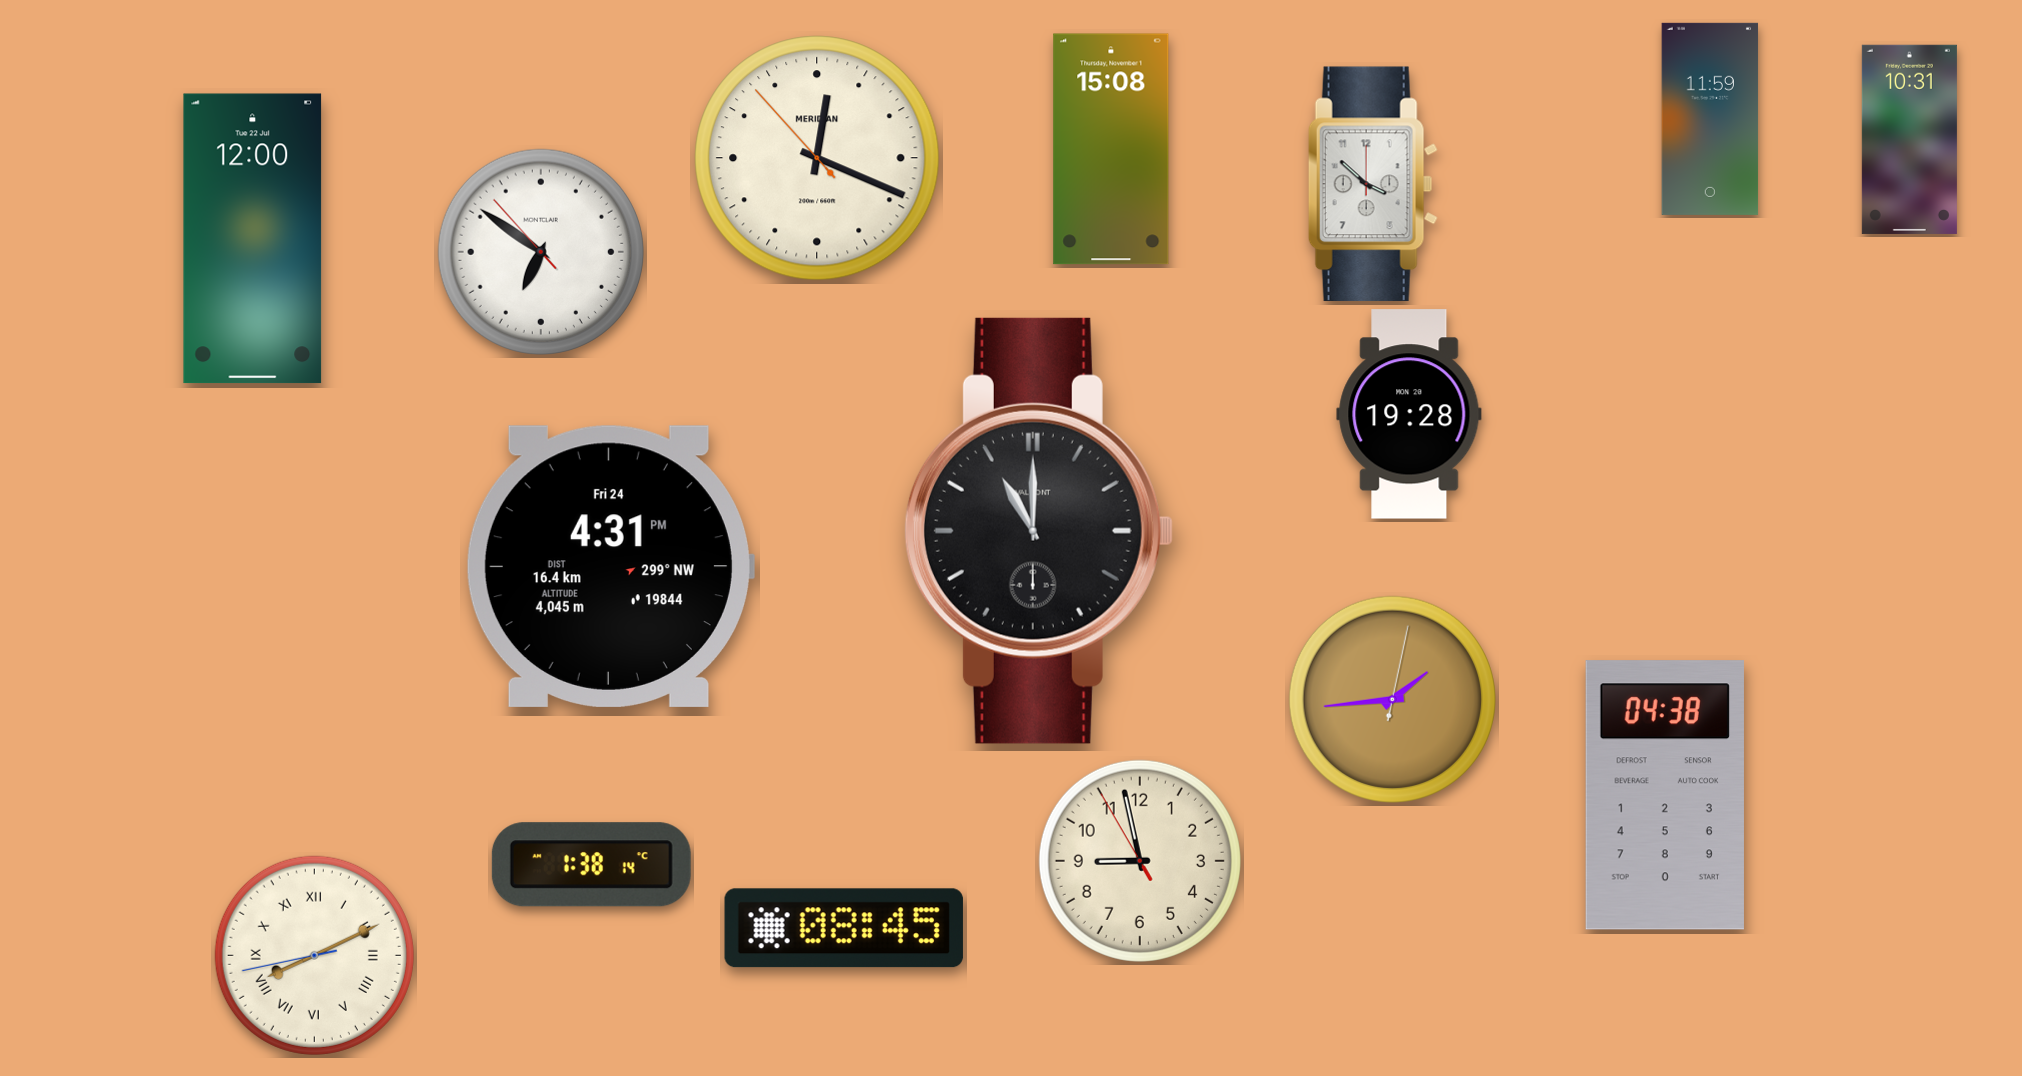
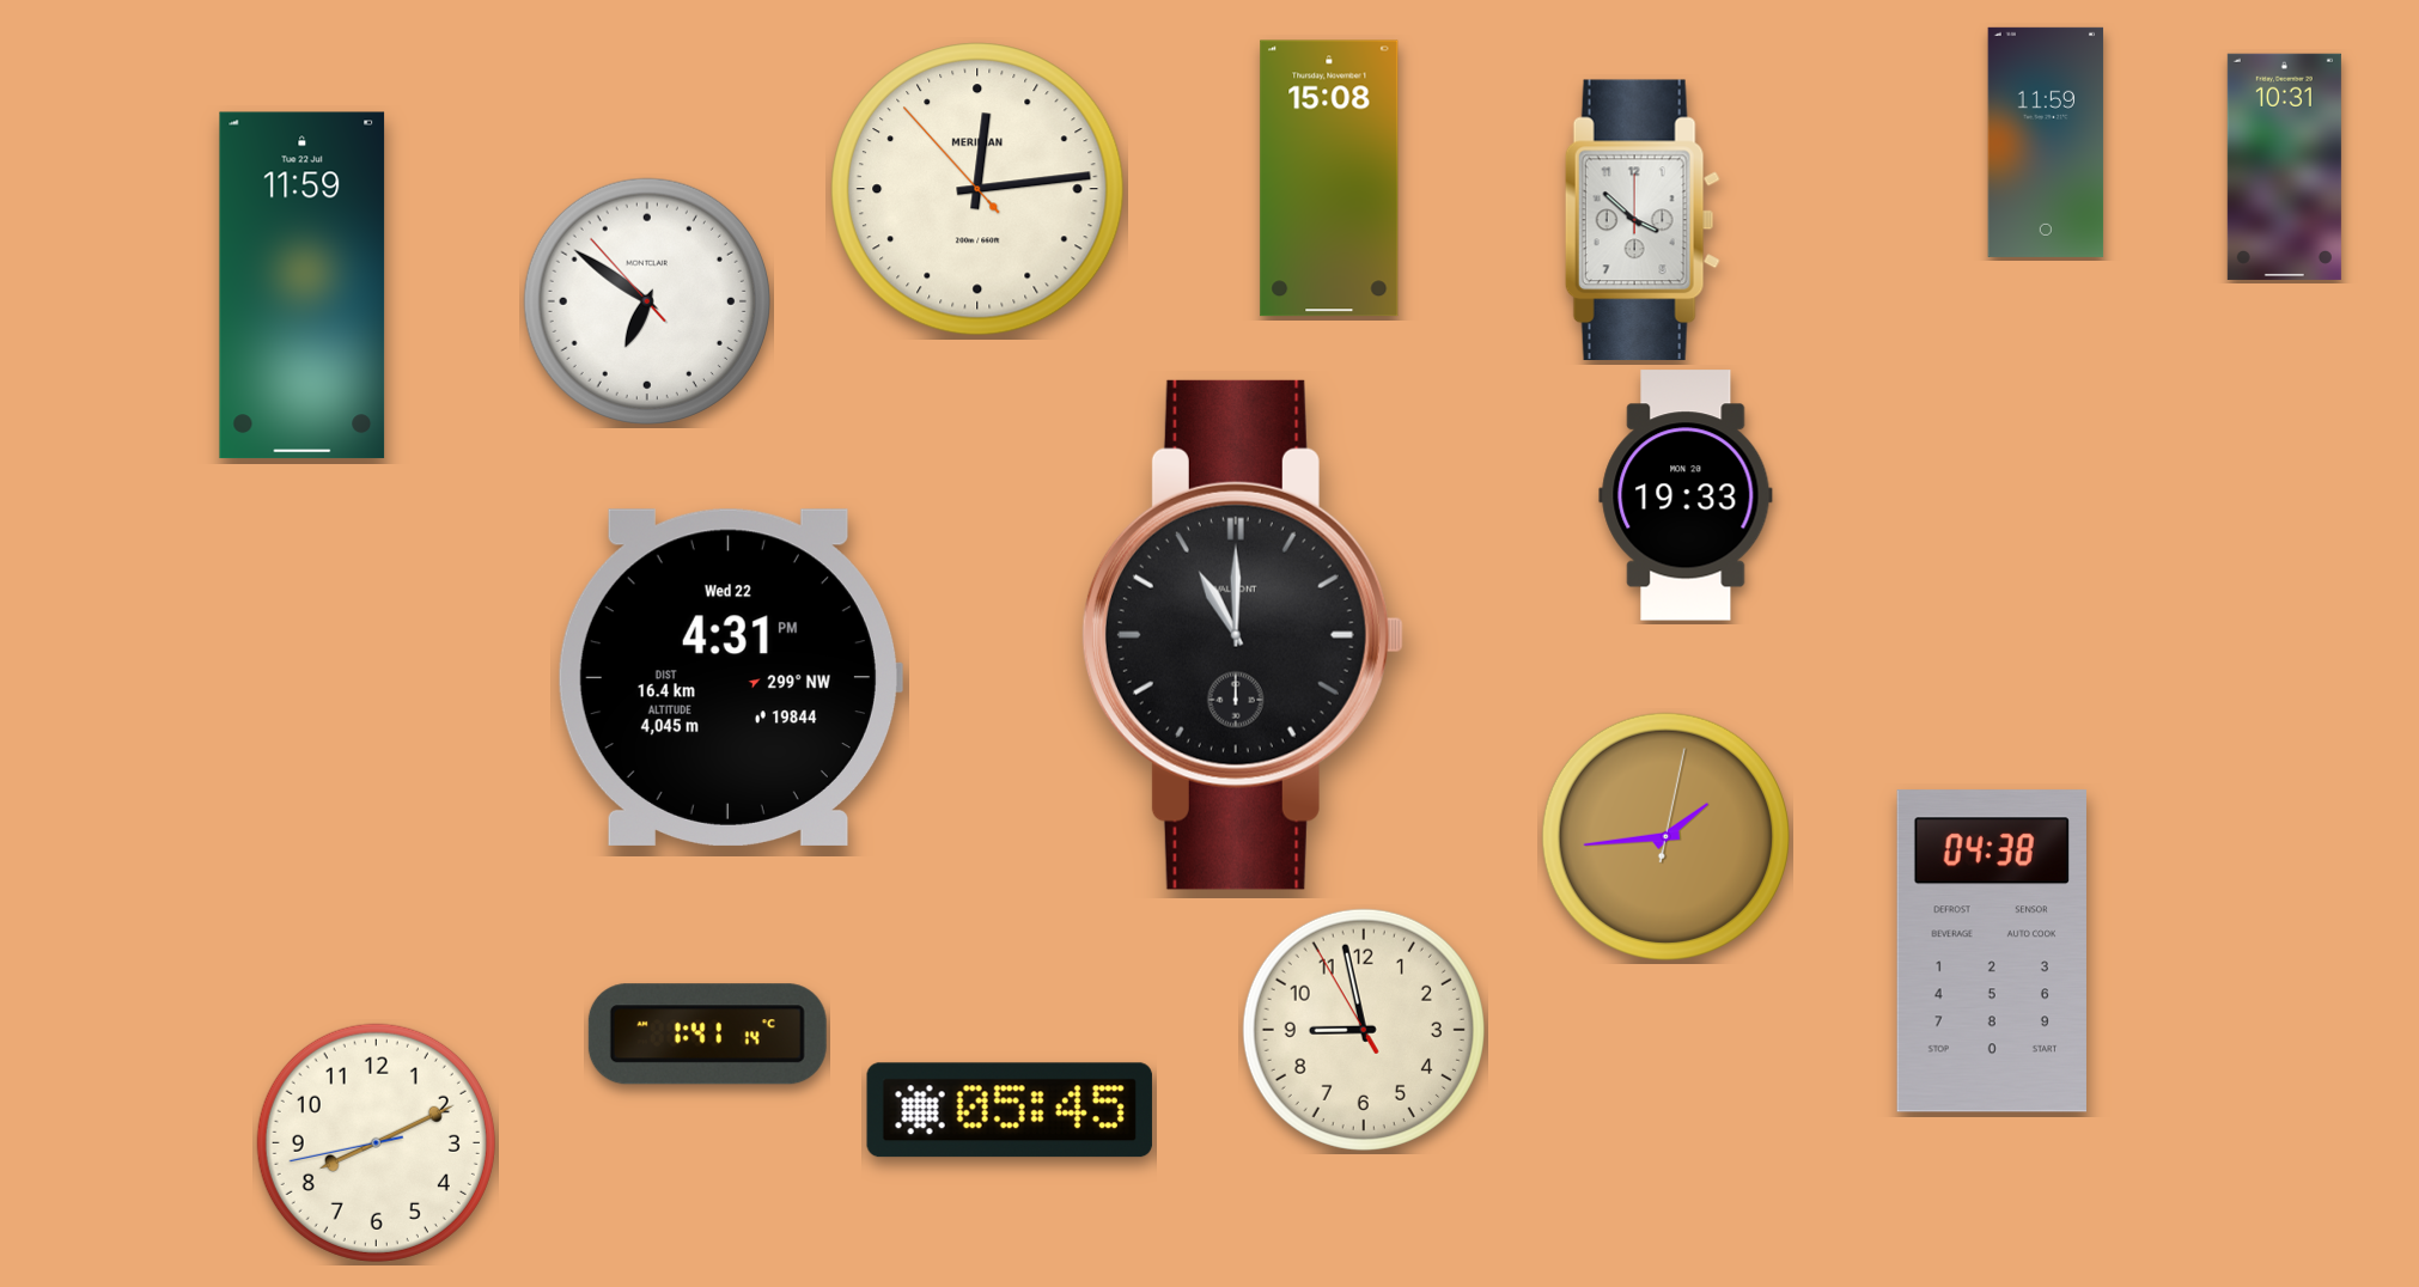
clock at (817, 158): 12:18 -> 12:13
clock at (253, 239): 12:00 -> 11:59
clock at (1409, 414): 19:28 -> 19:33
clock at (610, 566) date: Fri 24 -> Wed 22
clock at (591, 865): 1:38 -> 1:41
clock at (844, 928): 08:45 -> 05:45
clock at (314, 955) numerals: Roman -> Arabic
